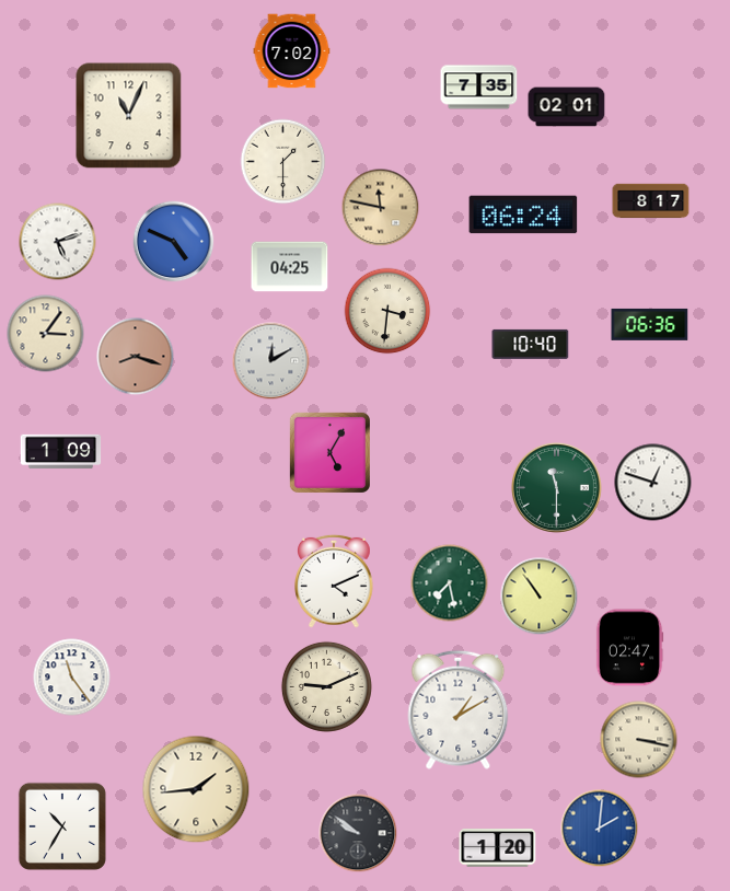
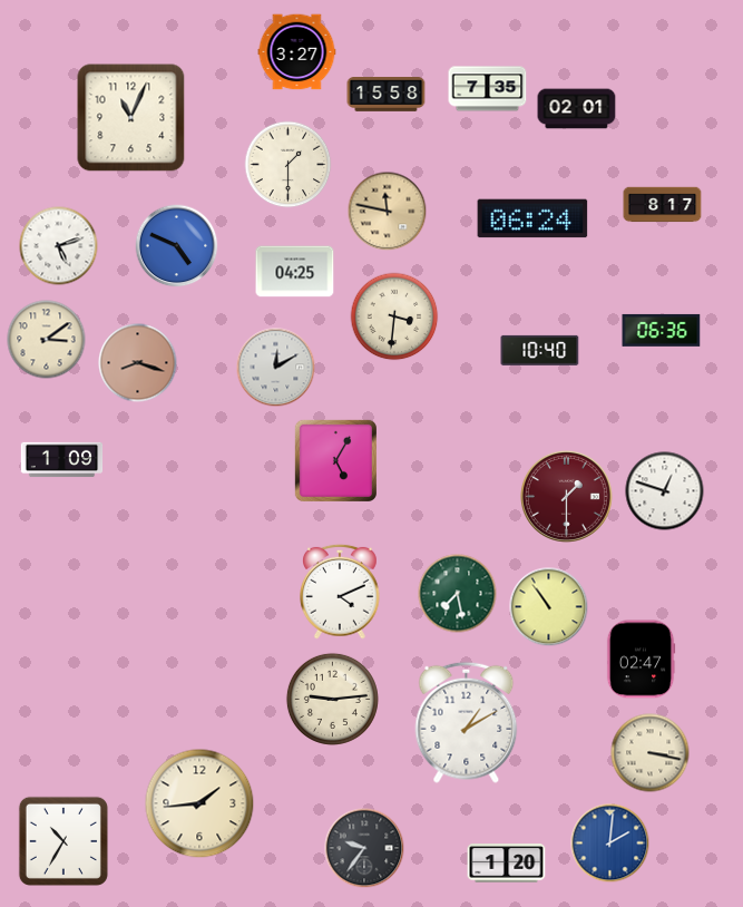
clock at (292, 51): 7:02 -> 3:27
clock at (387, 95): none -> 15:58
clock at (46, 334): 3:06 -> 3:09
clock at (556, 487): 11:30 -> 1:30
clock at (556, 487) dial: green -> burgundy
clock at (72, 678): 11:24 -> none
clock at (326, 686): 9:11 -> 9:14
clock at (358, 833): 9:51 -> 9:36
